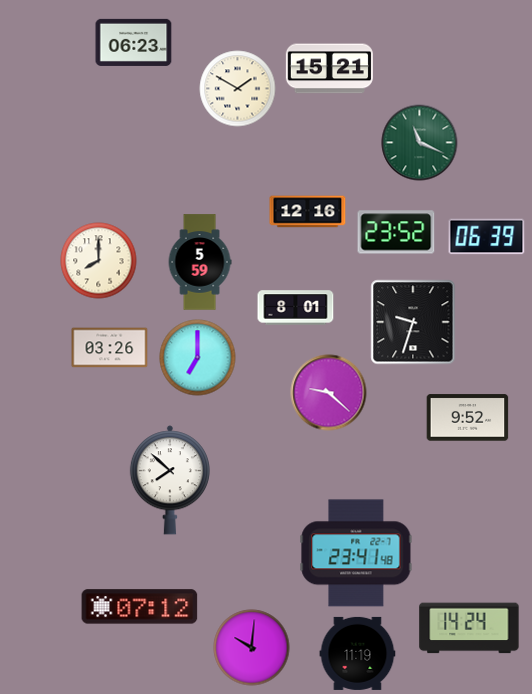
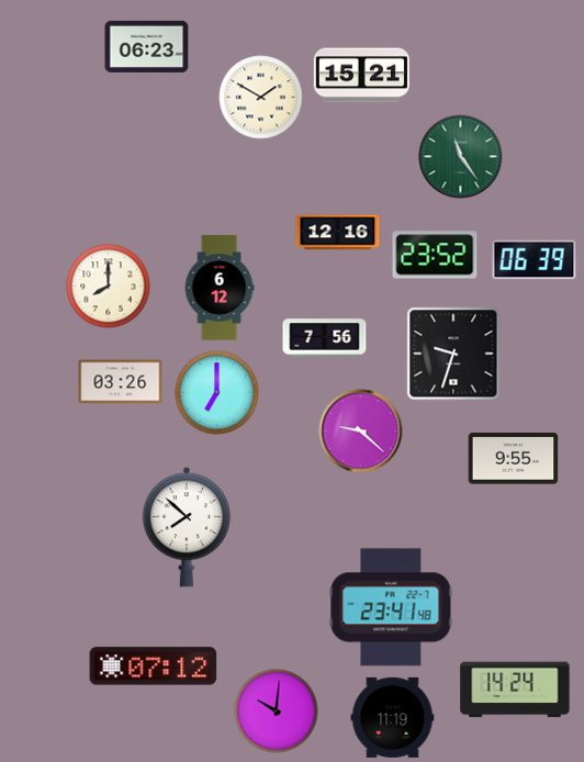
clock at (420, 143): 11:19 -> 11:24
clock at (200, 262): 5:59 -> 6:12
clock at (296, 308): 8:01 -> 7:56
clock at (468, 418): 9:52 -> 9:55
